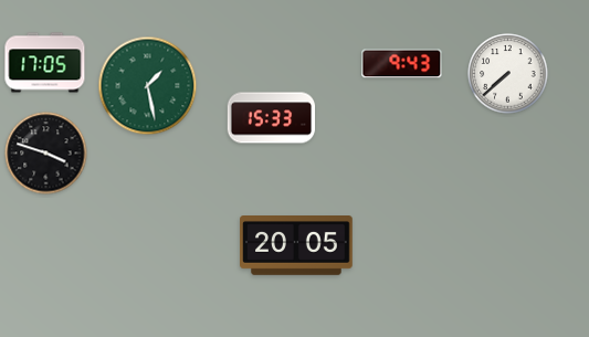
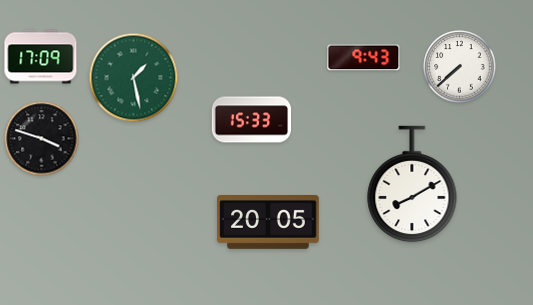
clock at (45, 63): 17:05 -> 17:09
clock at (272, 118) position: (272, 118) -> (252, 120)
clock at (412, 184): none -> 8:10
